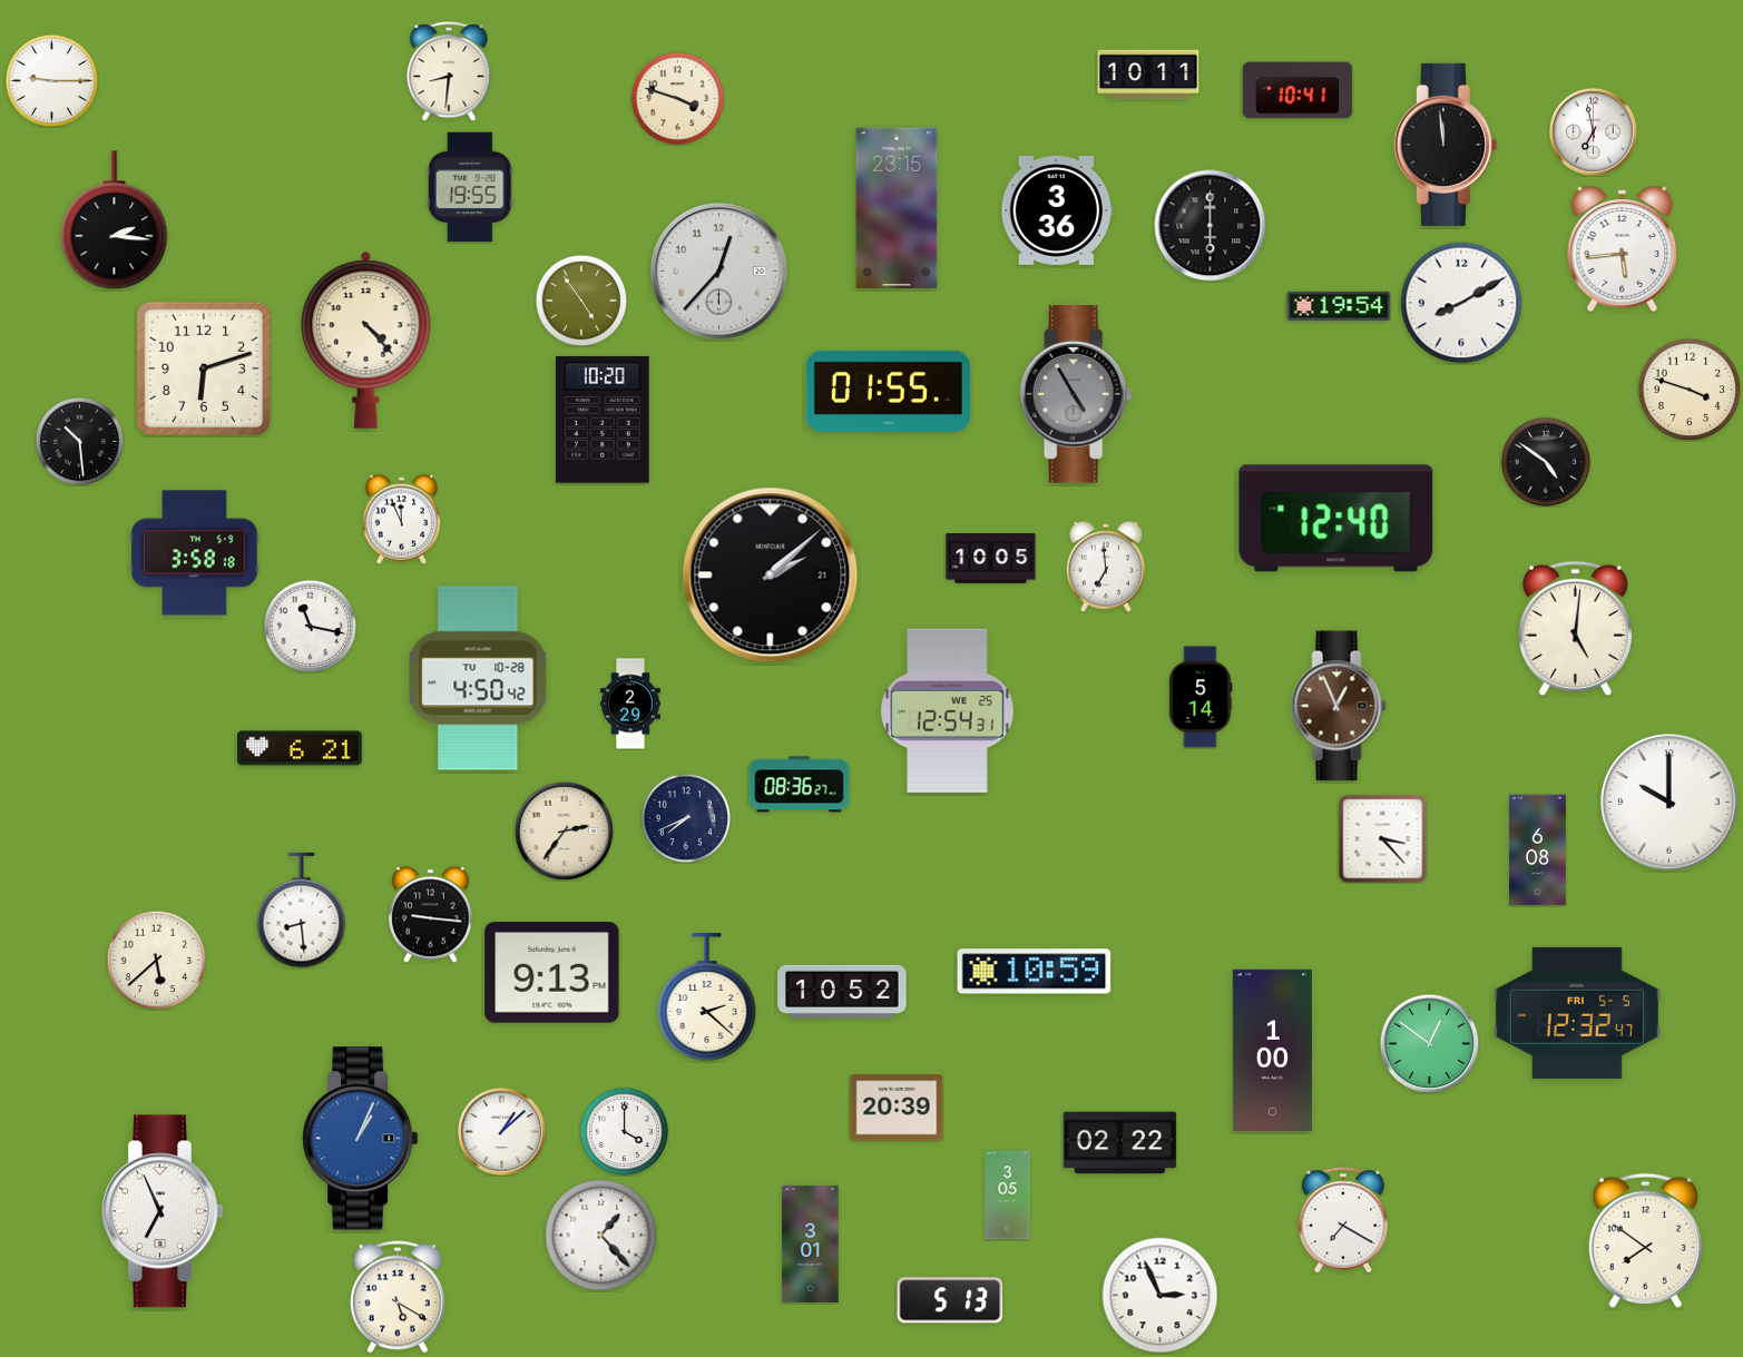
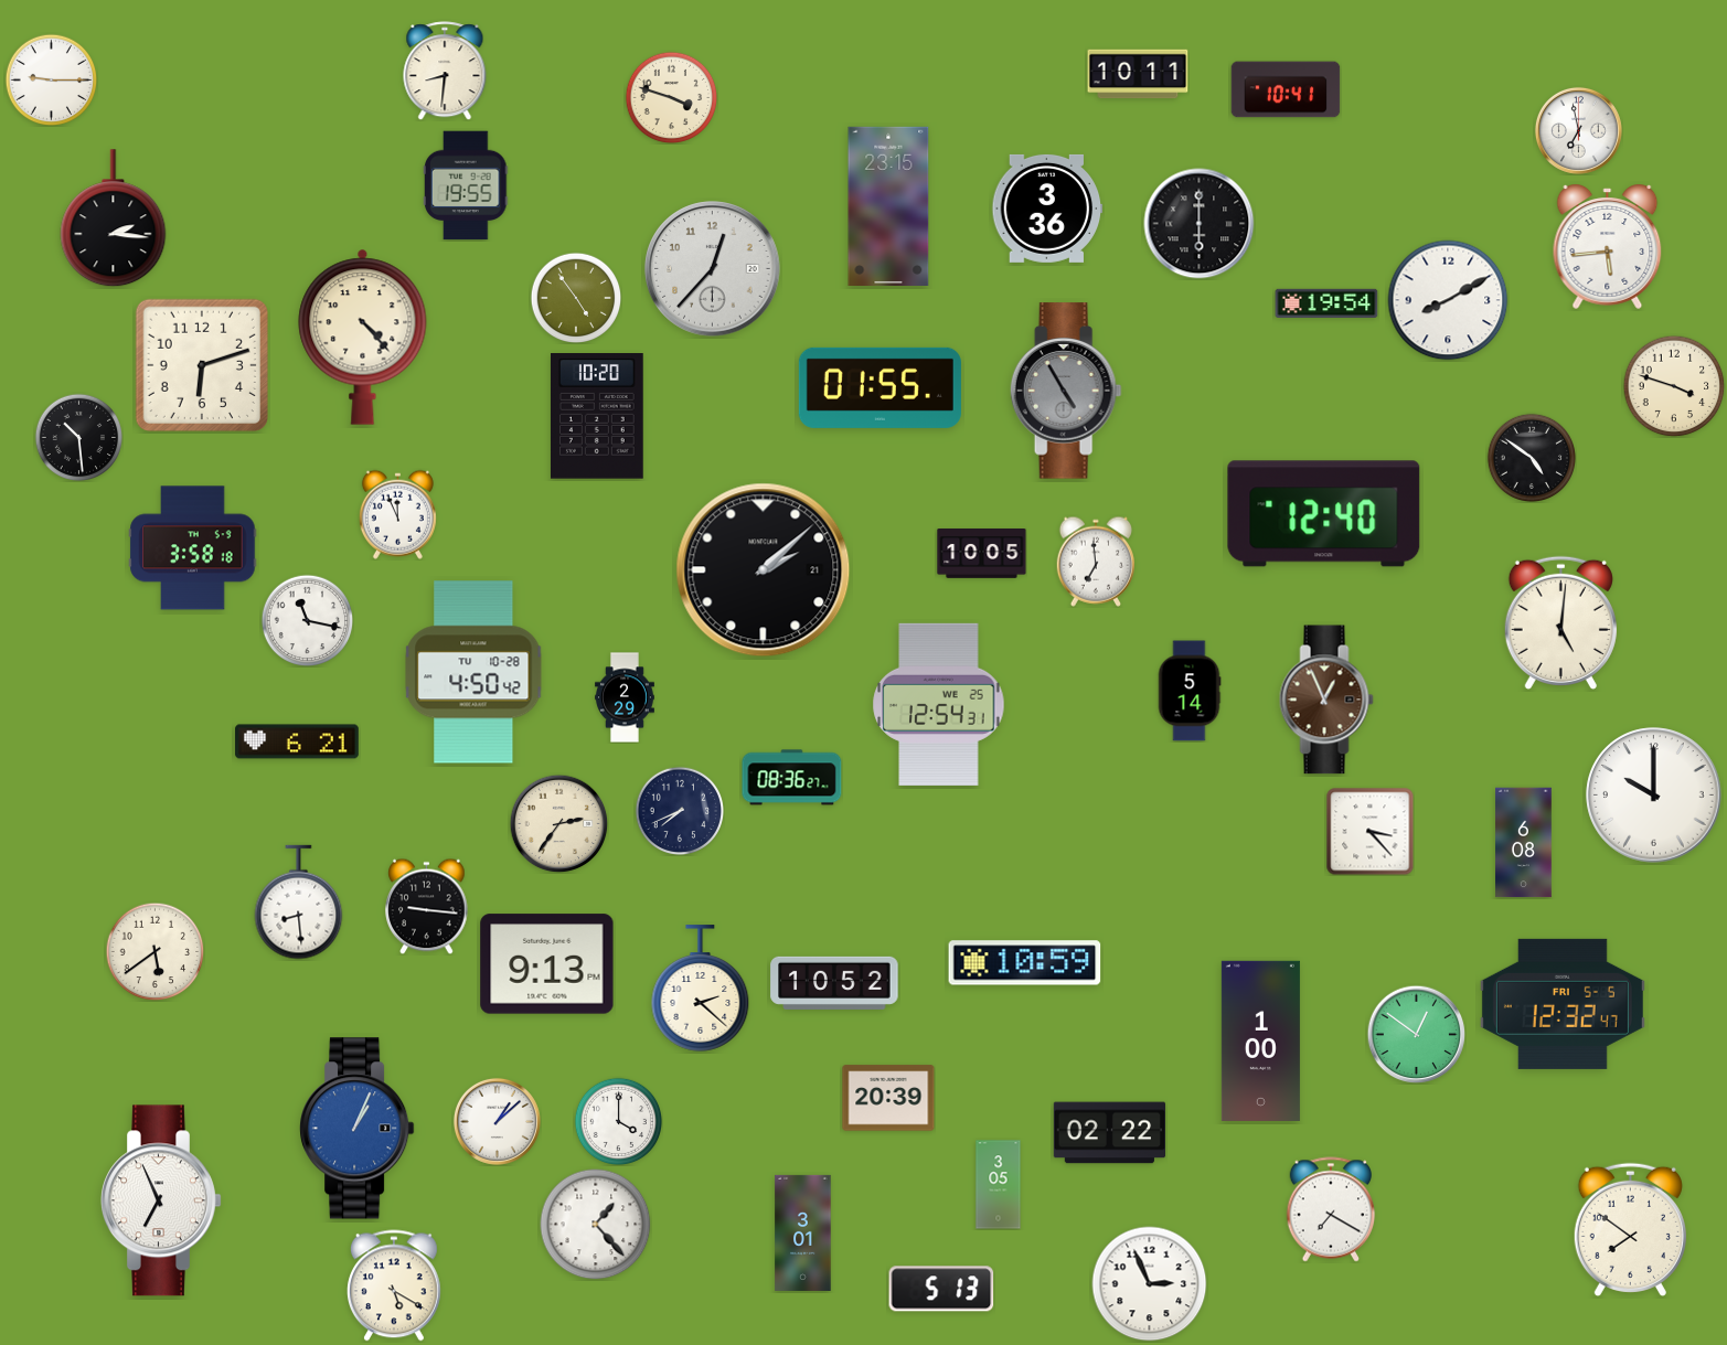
clock at (1446, 145): 11:59 -> none
clock at (156, 960): 5:38 -> 5:39
